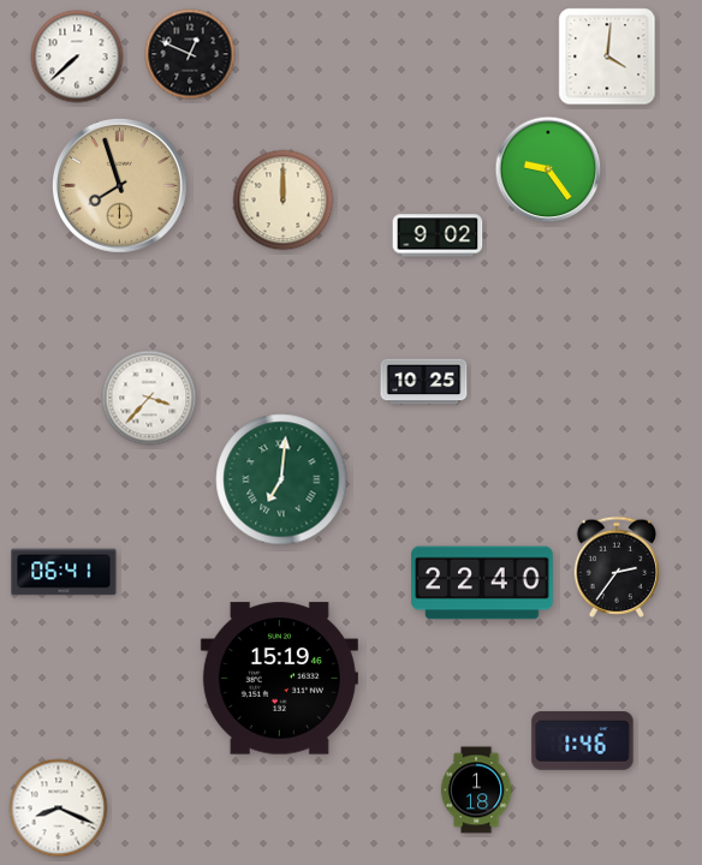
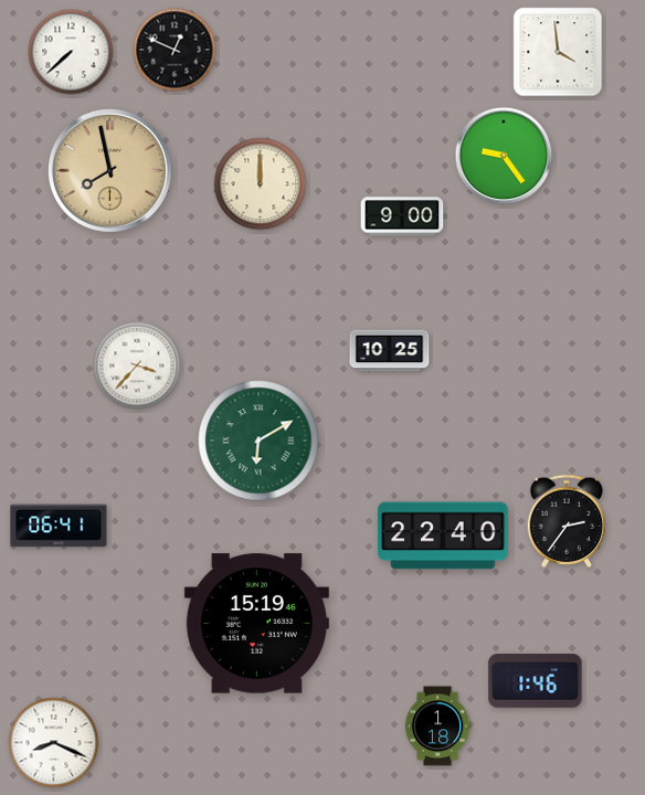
clock at (607, 56): 4:01 -> 3:59
clock at (119, 185): 7:57 -> 7:58
clock at (438, 235): 9:02 -> 9:00
clock at (281, 479): 7:01 -> 6:10
